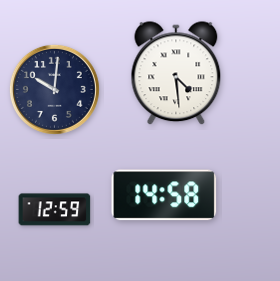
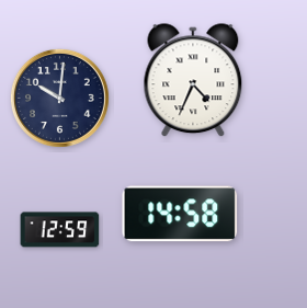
clock at (176, 74): 4:29 -> 4:34
